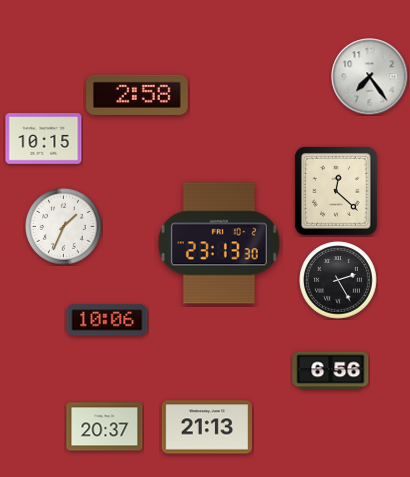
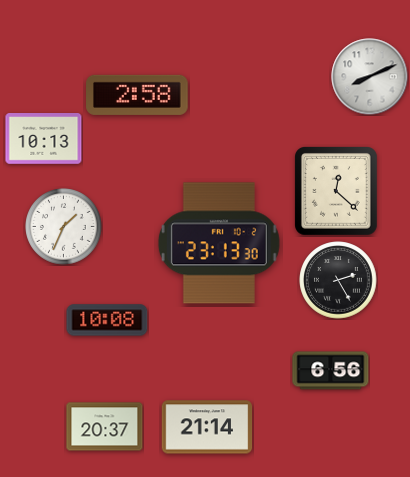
clock at (370, 77): 7:24 -> 8:11
clock at (44, 139): 10:15 -> 10:13
clock at (107, 320): 10:06 -> 10:08
clock at (207, 427): 21:13 -> 21:14
